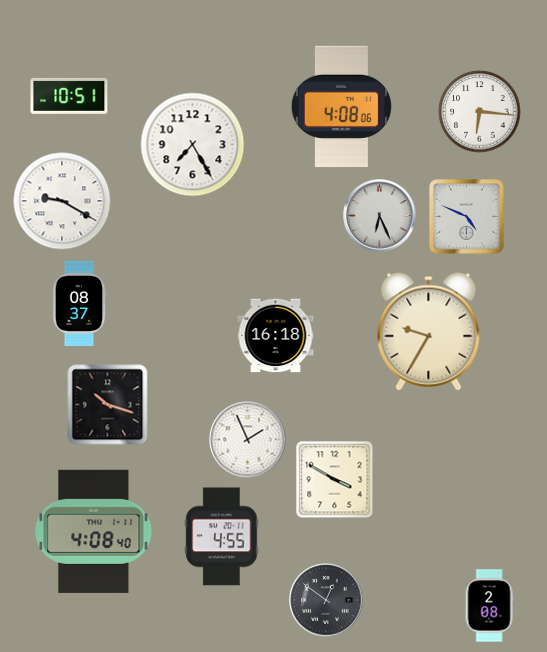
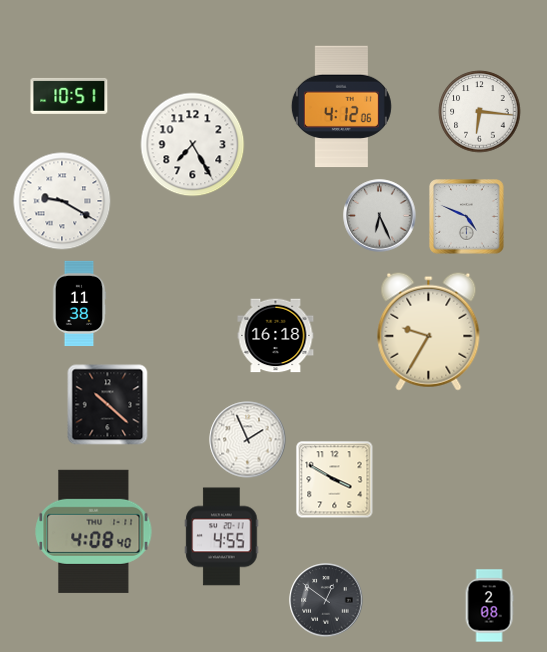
clock at (341, 107): 4:08 -> 4:12
clock at (79, 303): 08:37 -> 11:38
clock at (108, 405): 10:18 -> 10:22
